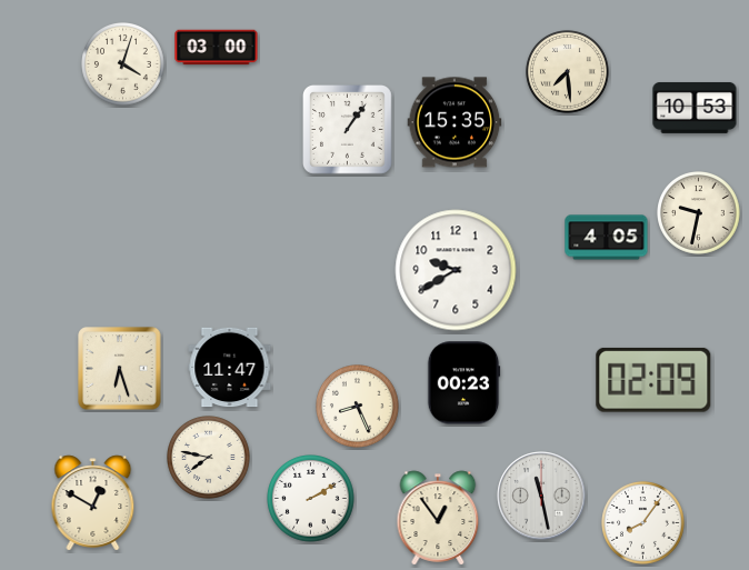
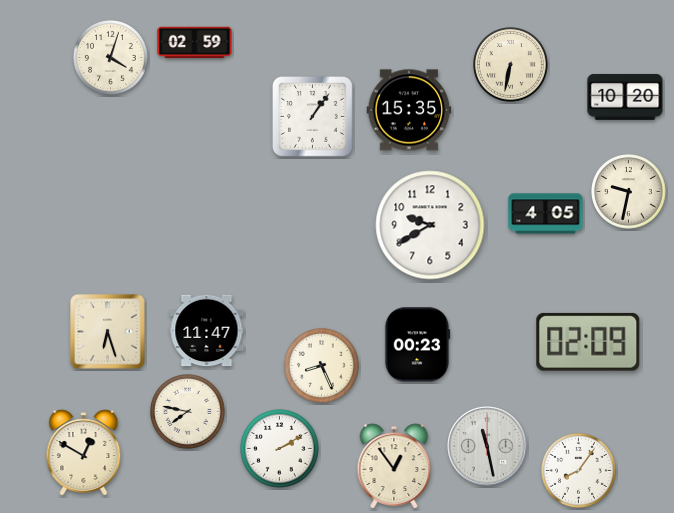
clock at (217, 48): 03:00 -> 02:59
clock at (568, 72): 7:29 -> 6:32
clock at (695, 108): 10:53 -> 10:20
clock at (456, 270) position: (456, 270) -> (430, 225)
